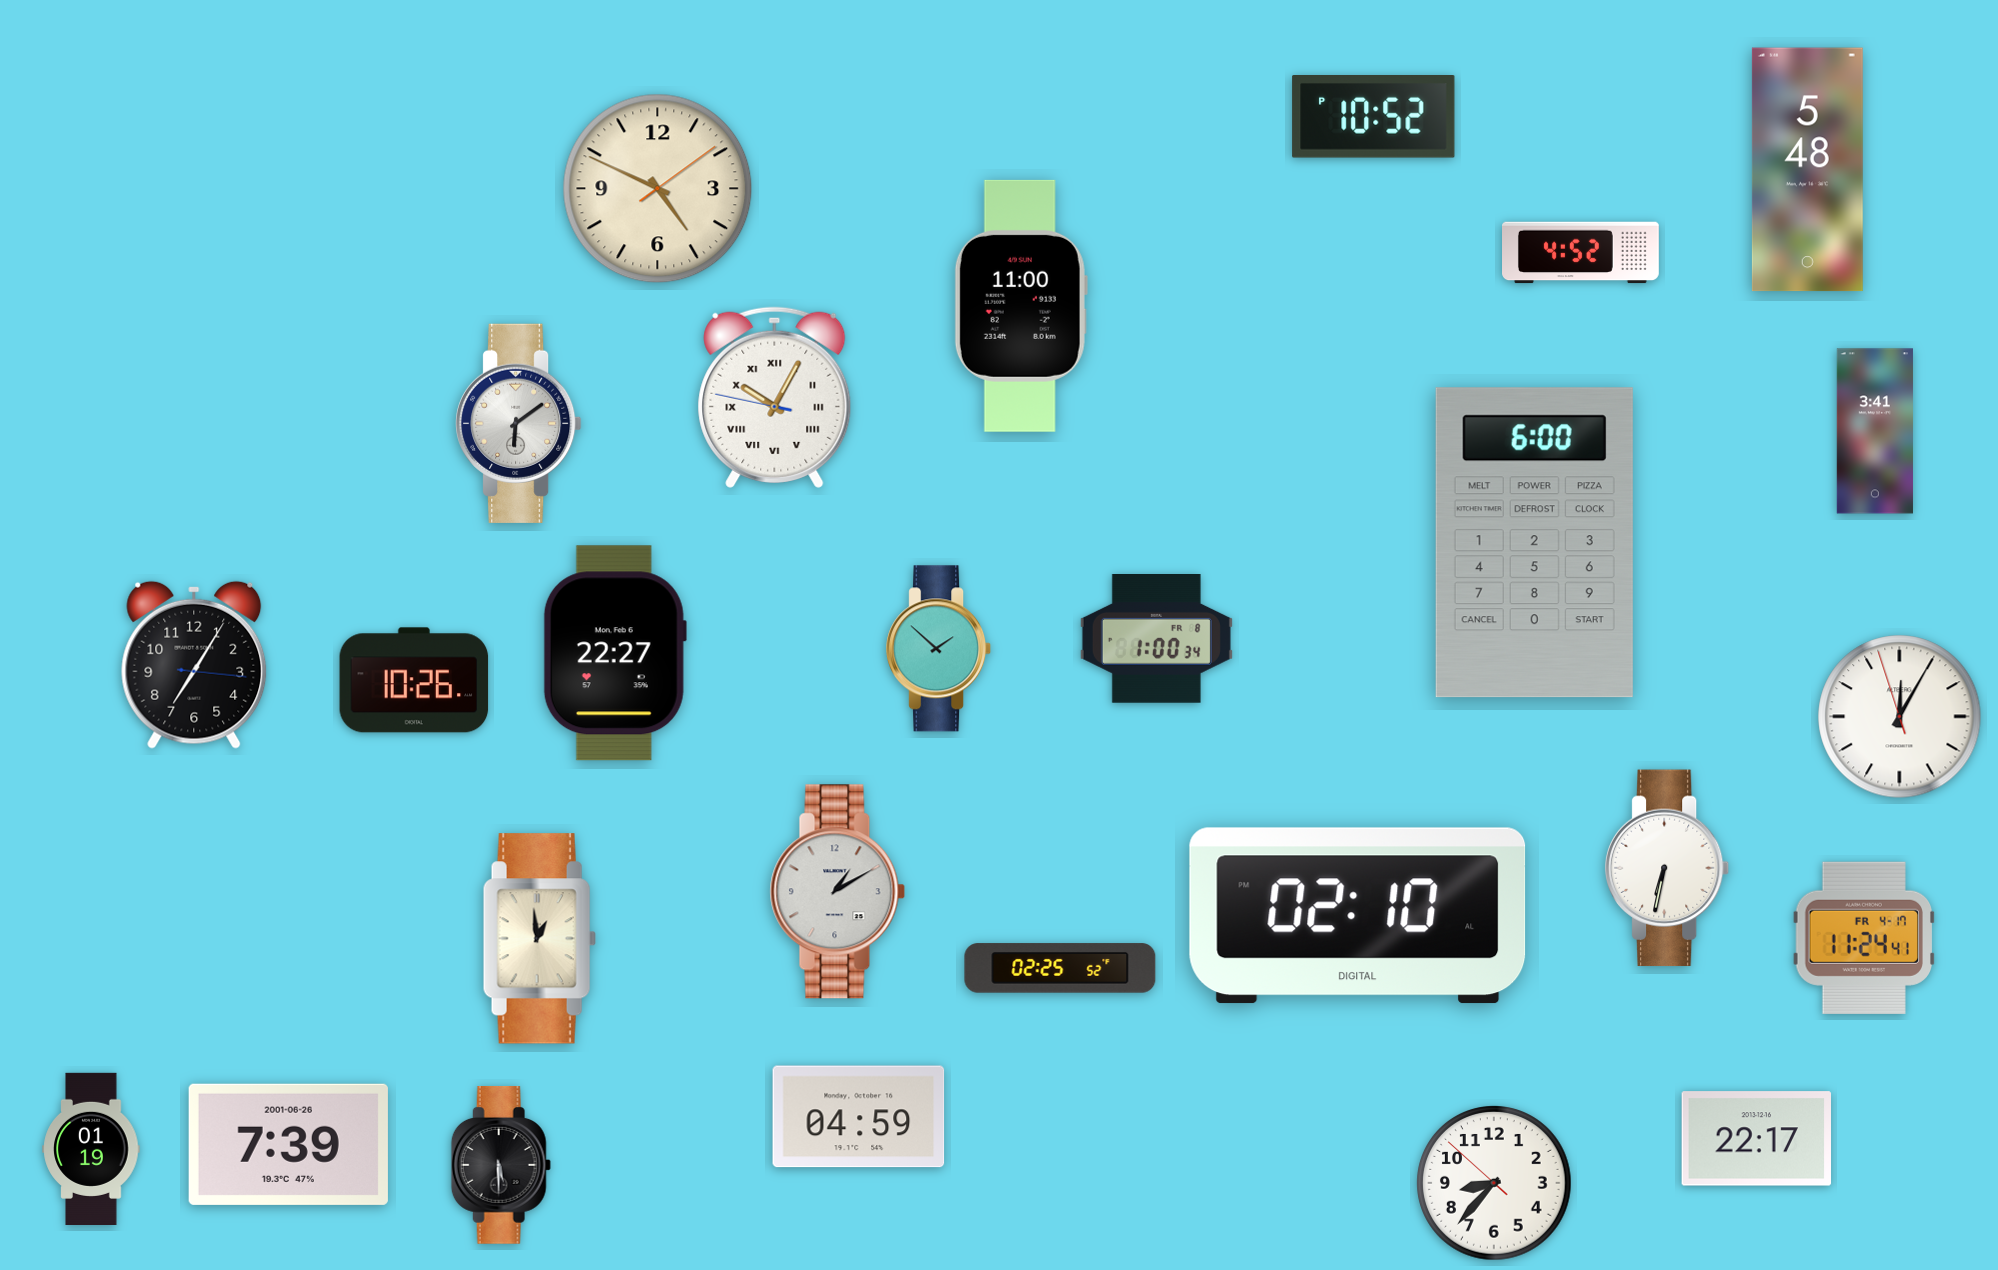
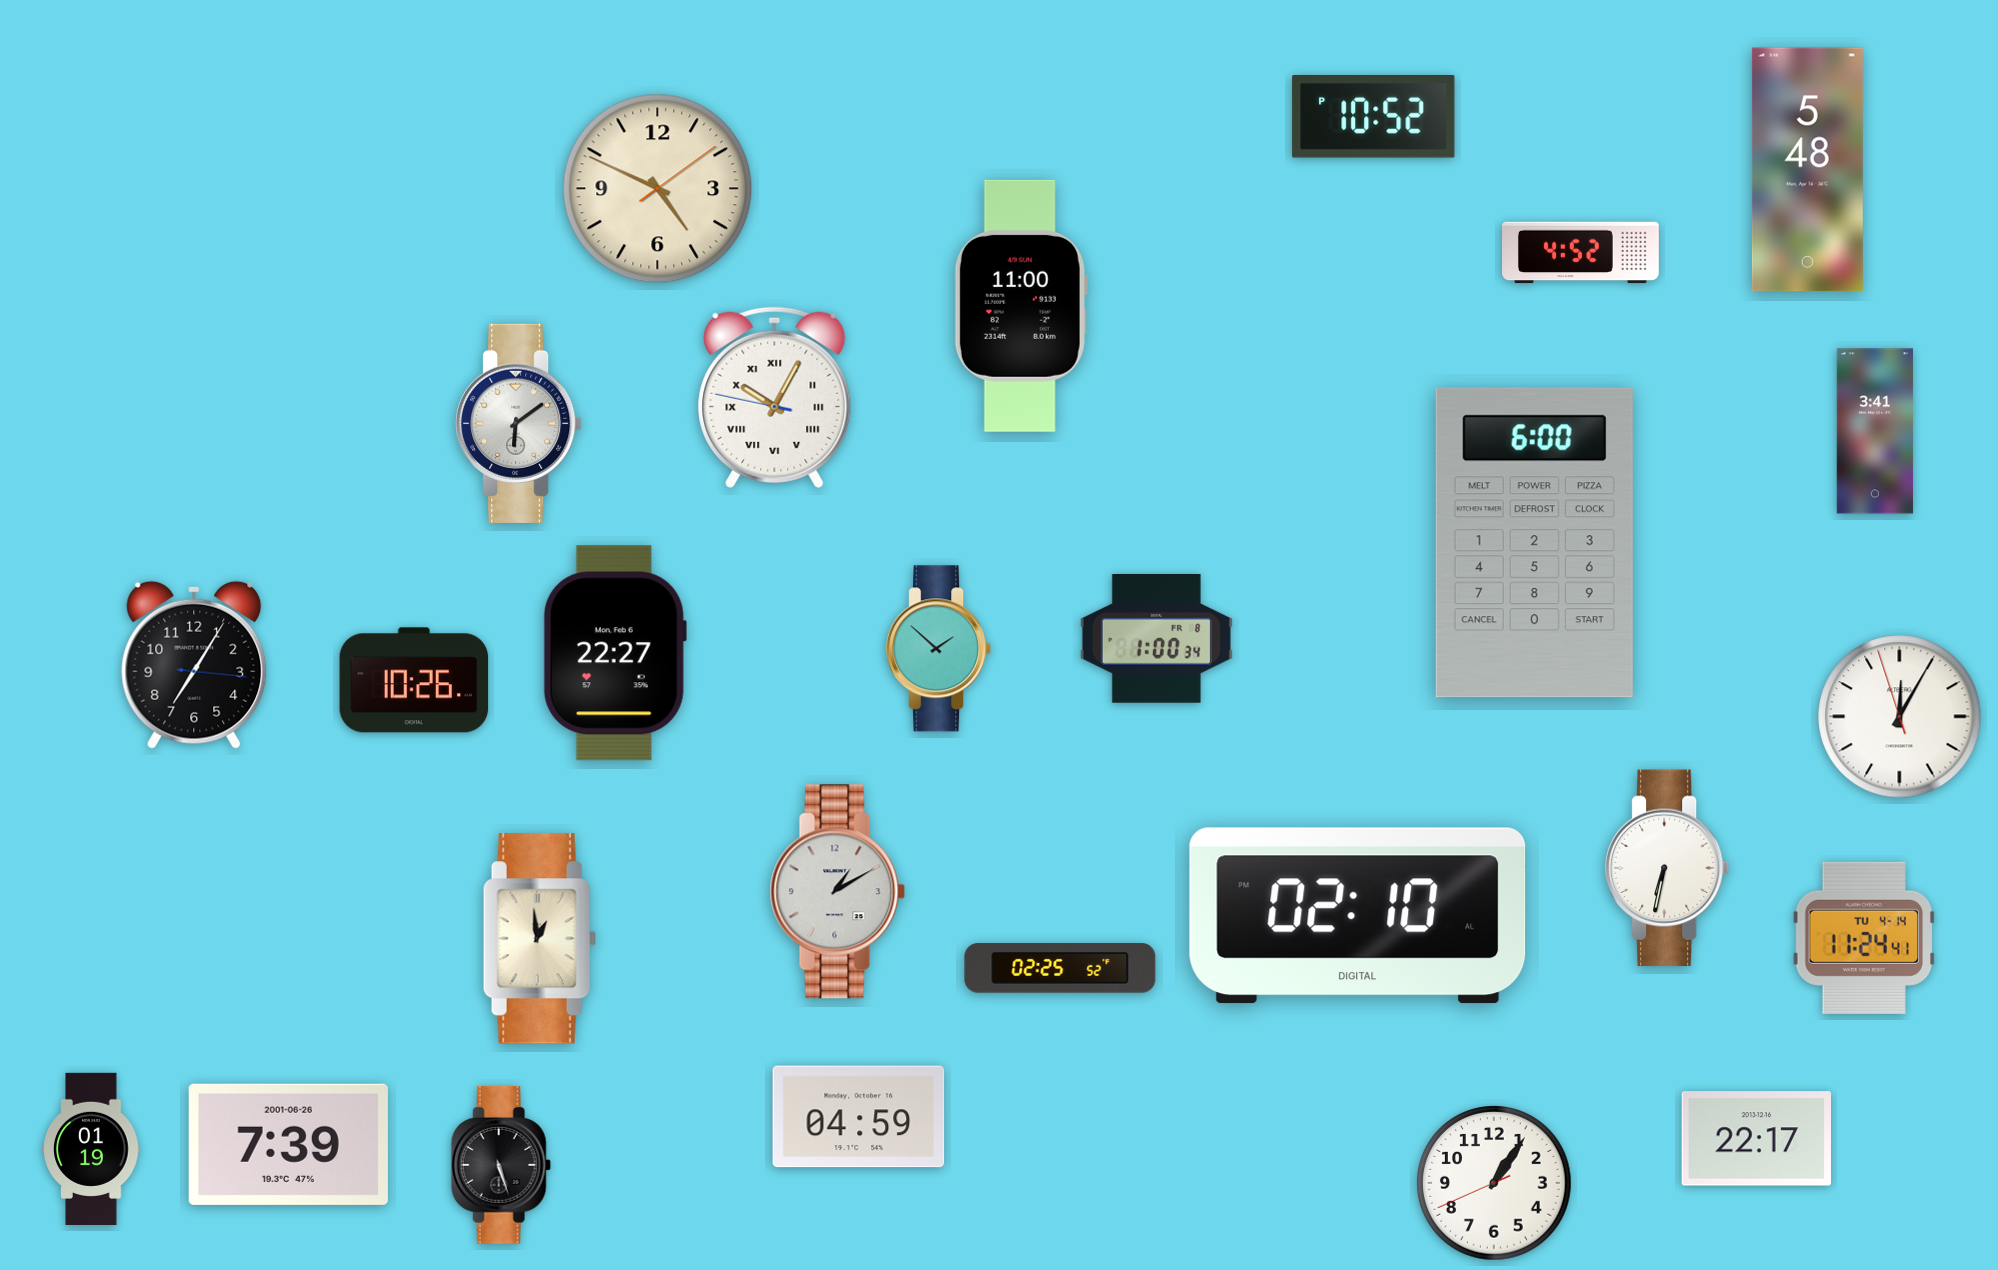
clock at (1864, 938) date: FR 4-17 -> TU 4-14
clock at (501, 1166): 5:30 -> 5:27
clock at (1494, 1183): 8:36 -> 1:05
